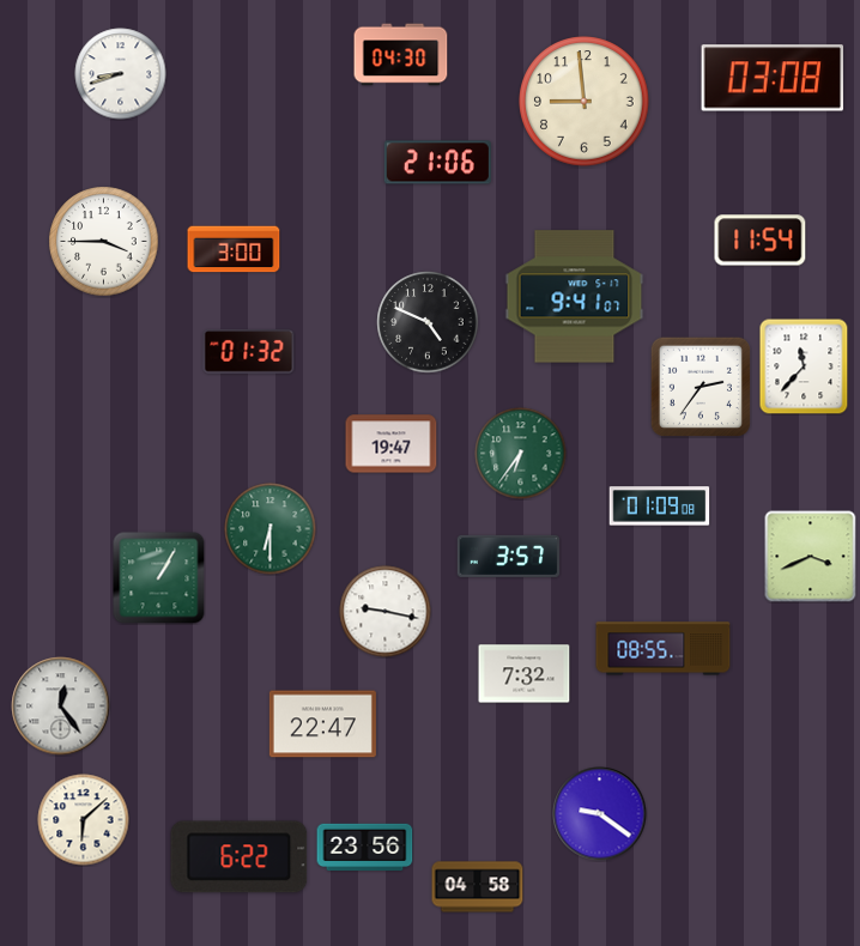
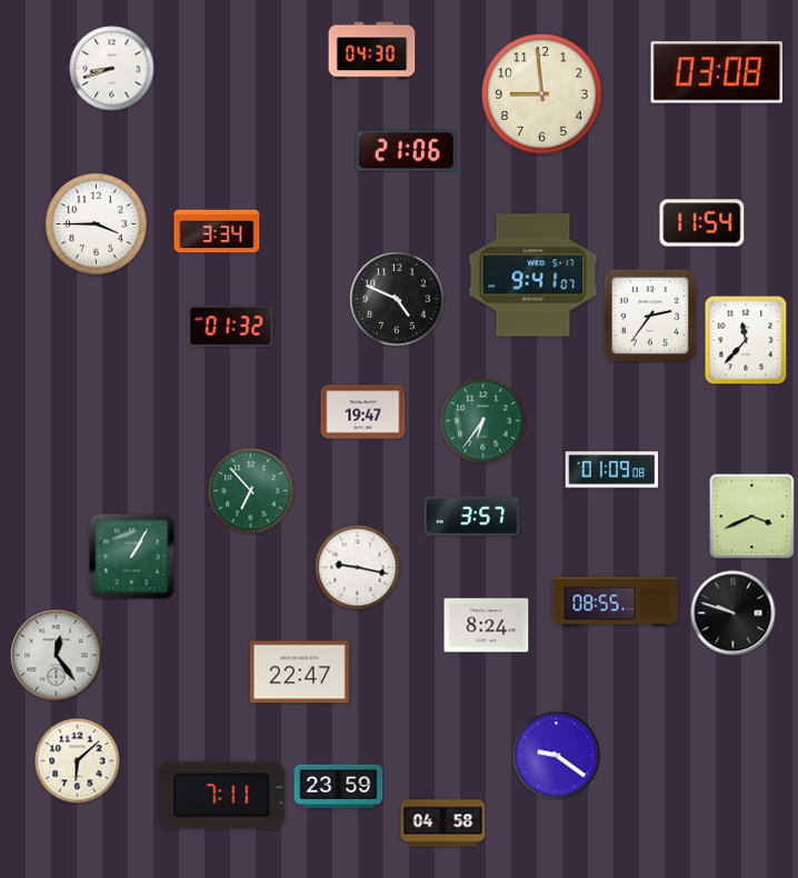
clock at (761, 241) position: (761, 241) -> (702, 223)
clock at (234, 249): 3:00 -> 3:34
clock at (701, 387) position: (701, 387) -> (650, 316)
clock at (271, 529): 6:30 -> 6:53
clock at (159, 578) position: (159, 578) -> (132, 557)
clock at (734, 613): none -> 9:48
clock at (525, 674): 7:32 -> 8:24
clock at (365, 848): 23:56 -> 23:59
clock at (240, 857): 6:22 -> 7:11
